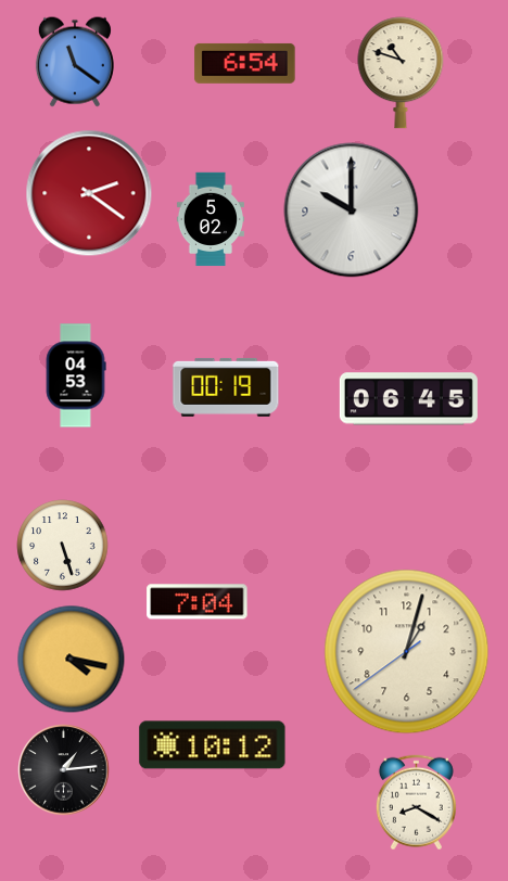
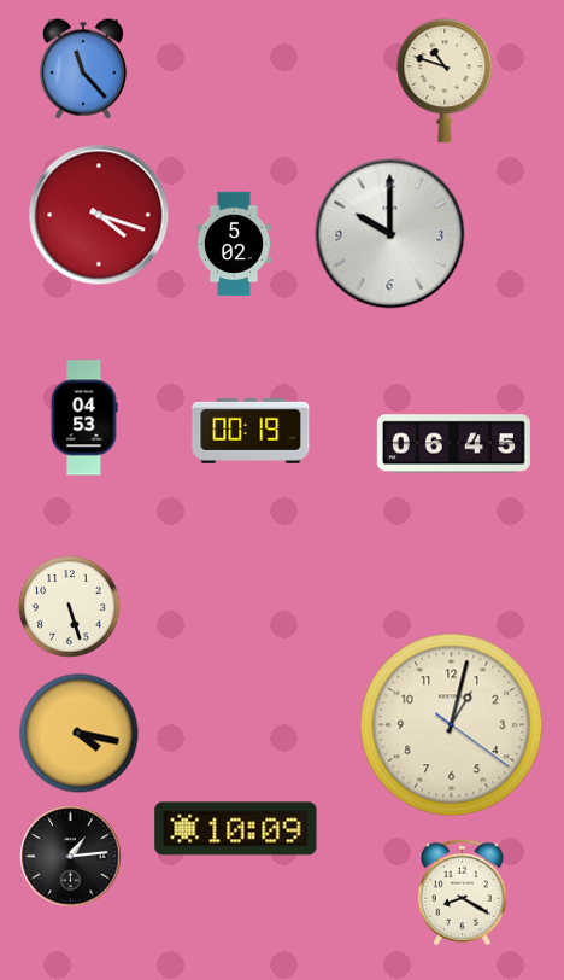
clock at (75, 62): 11:21 -> 11:23
clock at (245, 63): 6:54 -> none
clock at (89, 193): 2:21 -> 4:18
clock at (198, 602): 7:04 -> none
clock at (407, 652): 1:02:39 -> 1:02:21
clock at (213, 745): 10:12 -> 10:09
